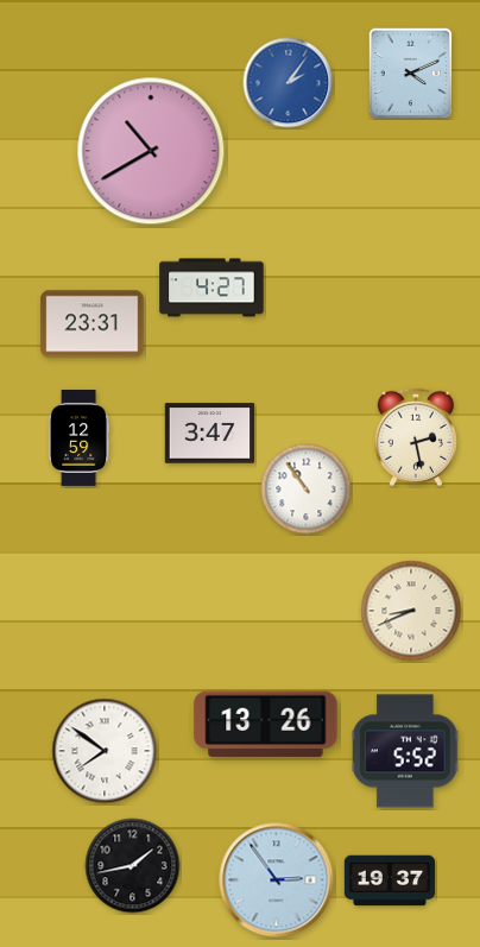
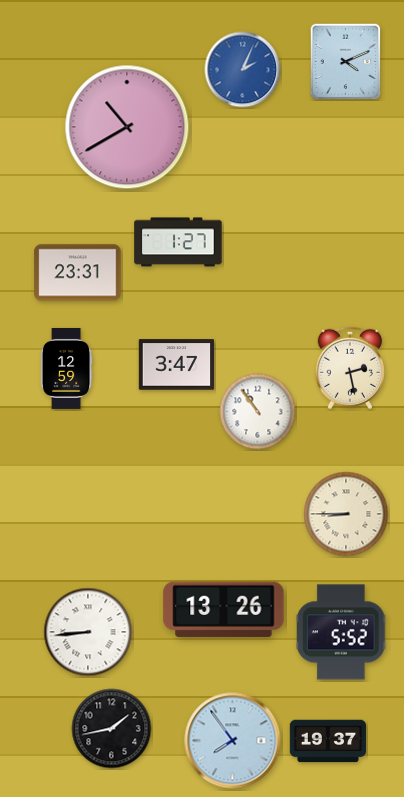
clock at (289, 83): 2:06 -> 2:04
clock at (211, 288): 4:27 -> 1:27
clock at (411, 611): 8:41 -> 8:45
clock at (105, 751): 7:51 -> 8:44
clock at (277, 880): 2:54 -> 7:54
